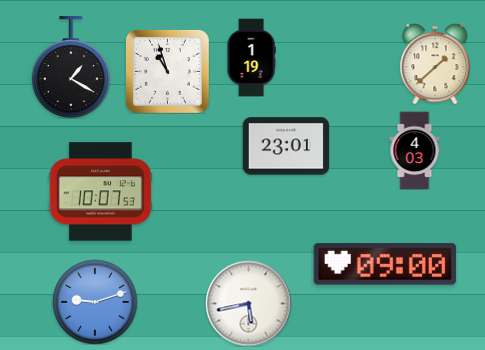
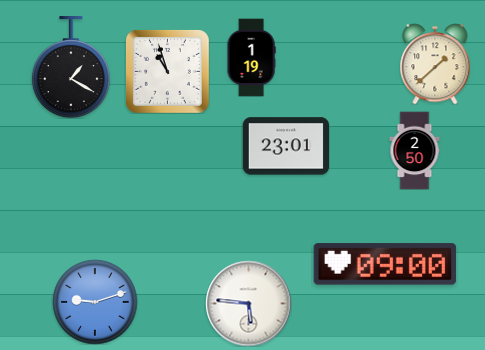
clock at (415, 150): 4:03 -> 2:50
clock at (100, 192): 10:07 -> none
clock at (248, 303): 5:43 -> 5:46
